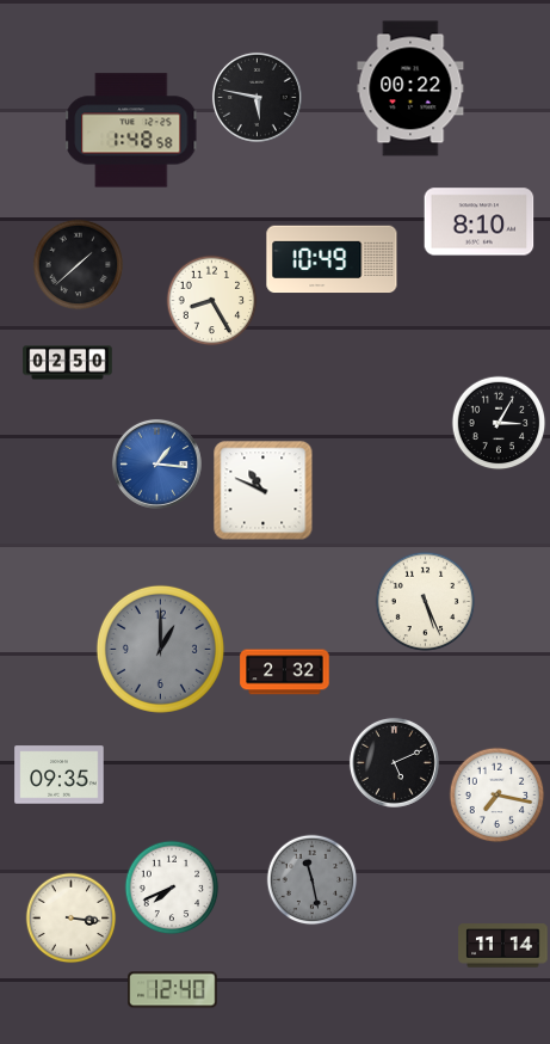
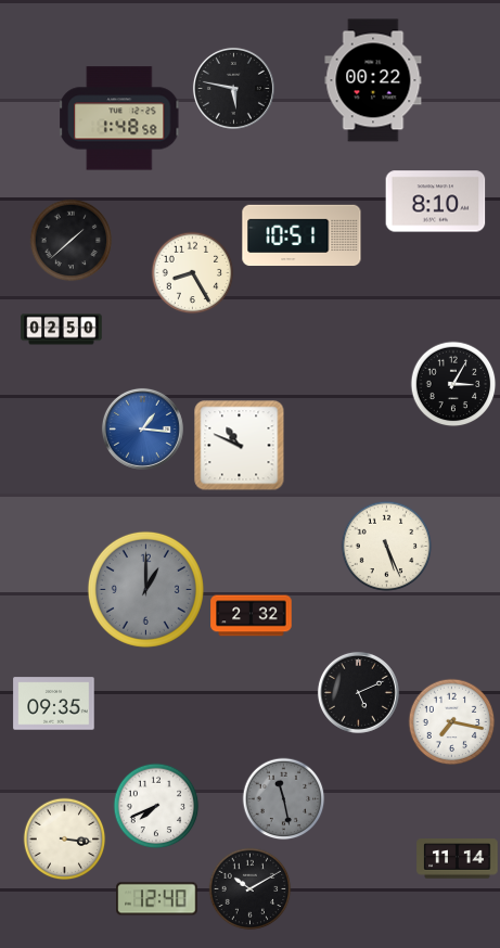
clock at (332, 259): 10:49 -> 10:51
clock at (156, 463) position: (156, 463) -> (142, 428)
clock at (285, 673) position: (285, 673) -> (252, 616)
clock at (72, 919) position: (72, 919) -> (65, 840)
clock at (251, 889): none -> 10:10
